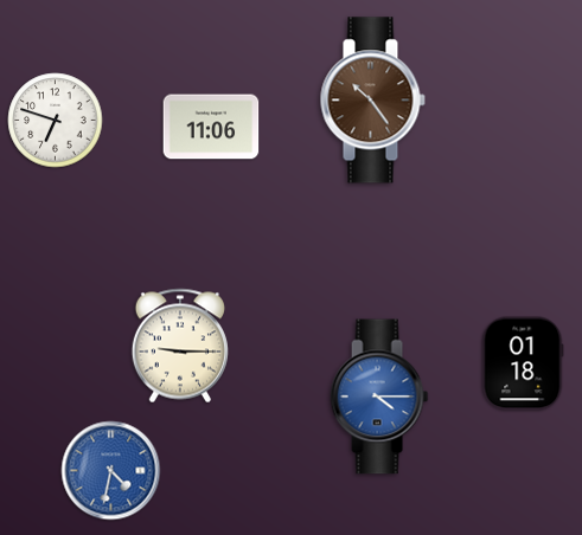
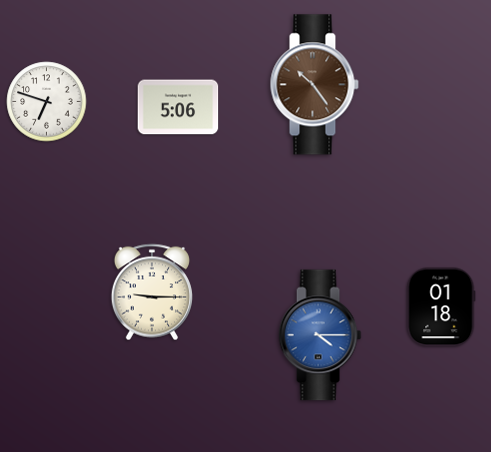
clock at (211, 127): 11:06 -> 5:06
clock at (111, 471): 4:32 -> none
